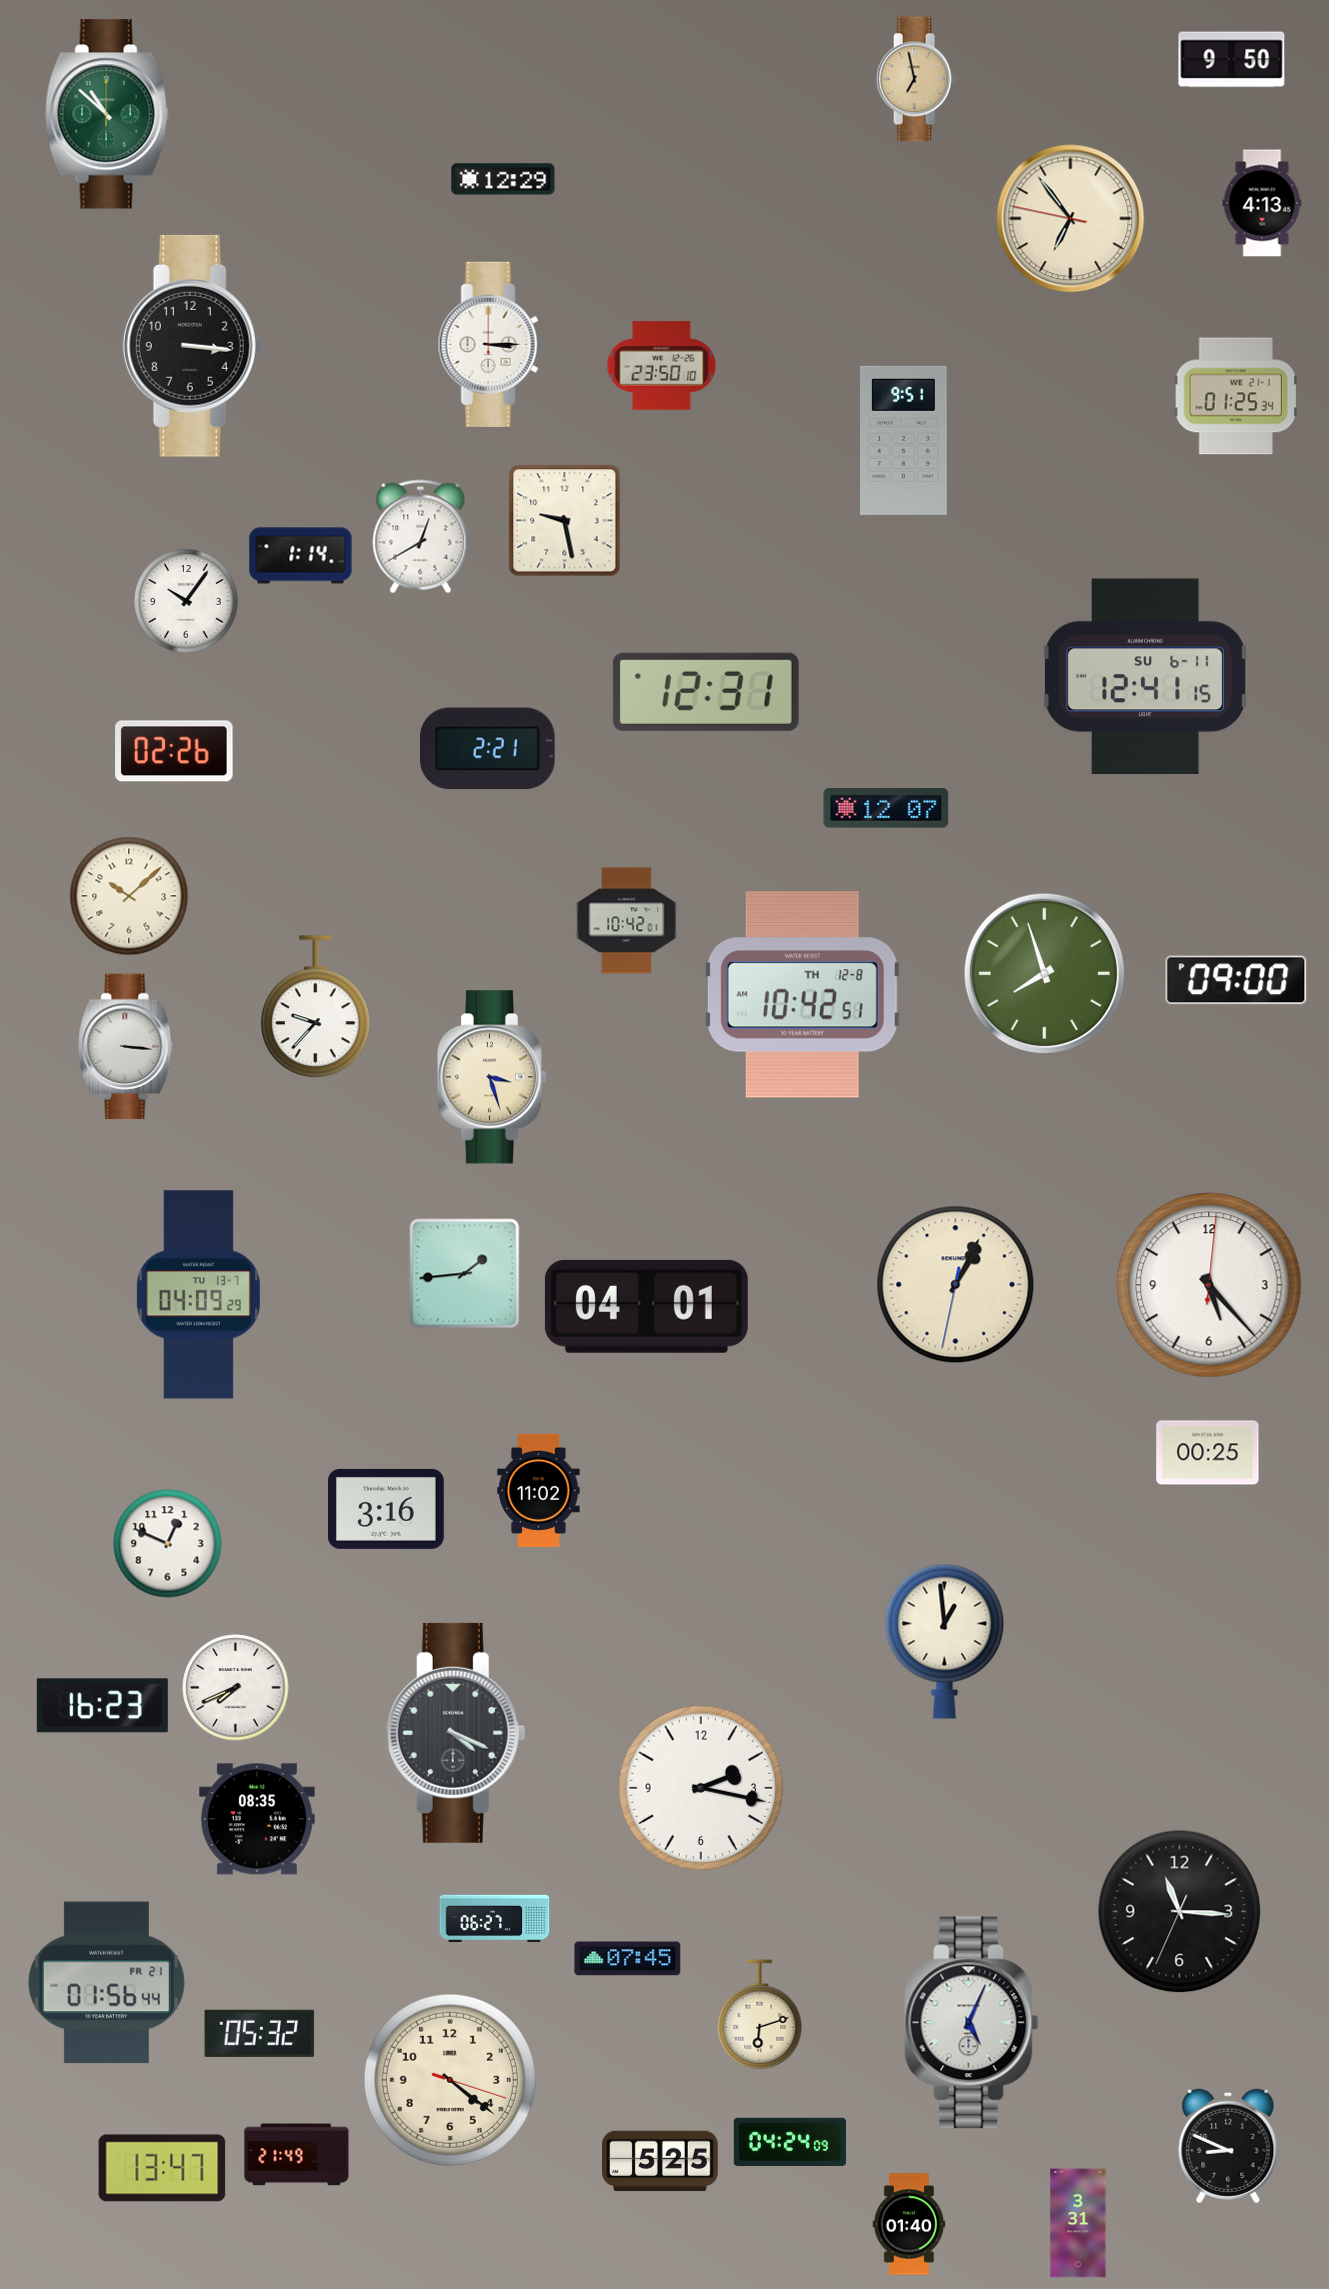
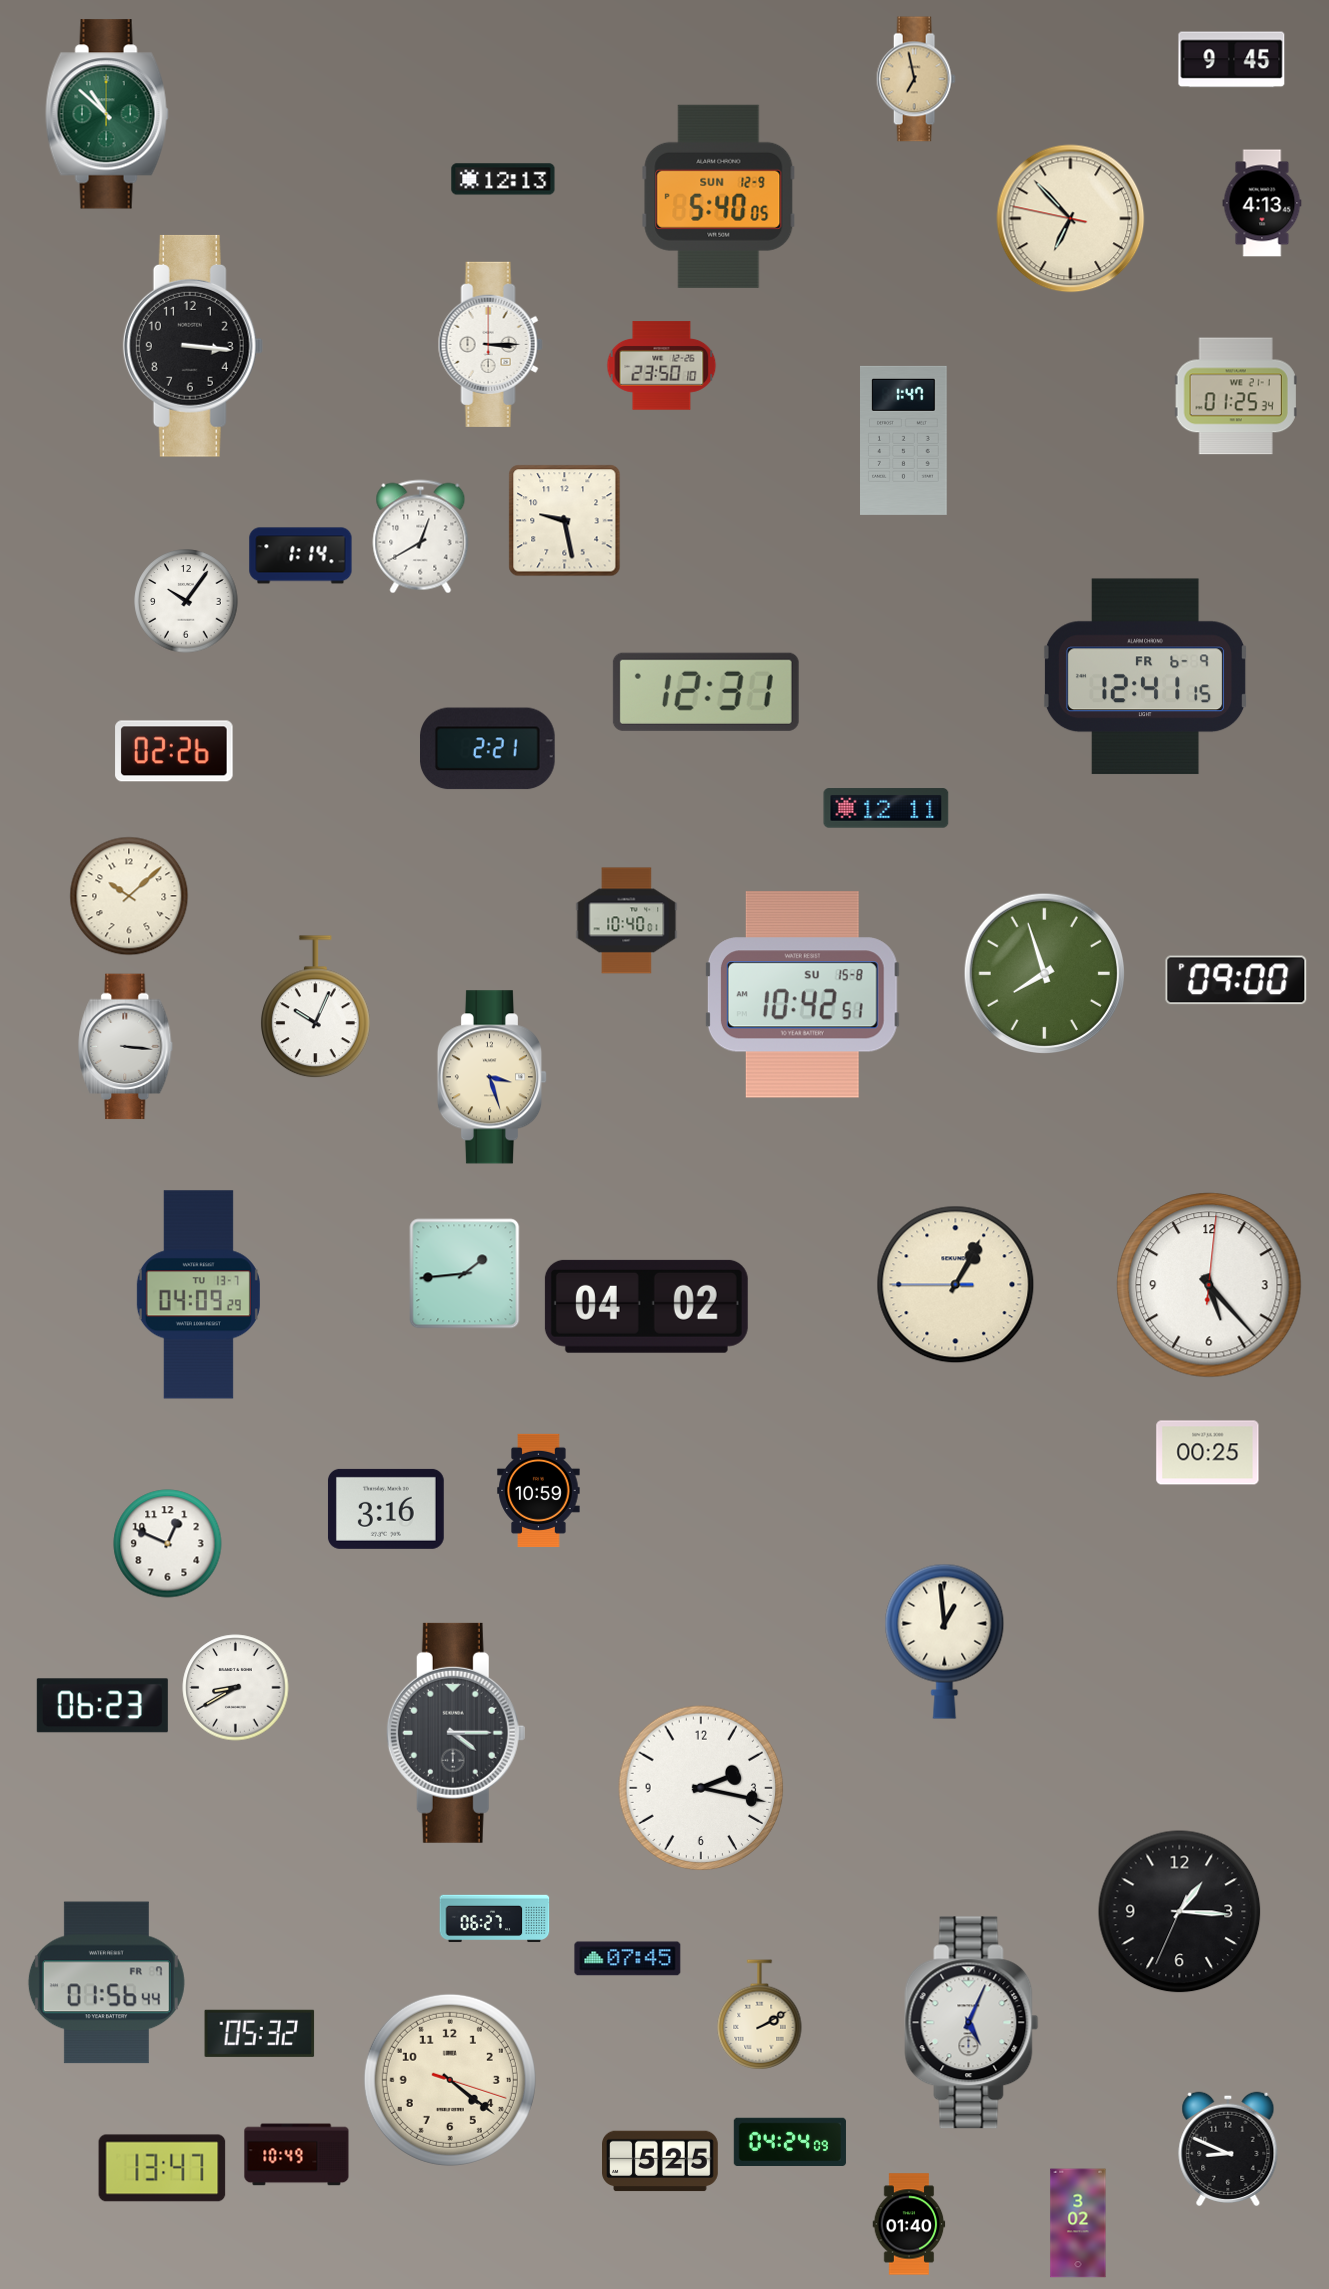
clock at (1232, 60): 9:50 -> 9:45
clock at (503, 179): 12:29 -> 12:13
clock at (719, 196): none -> 5:40
clock at (1071, 219): 6:53 -> 6:52
clock at (904, 440): 9:51 -> 1:47
clock at (1146, 677) date: SU 6-11 -> FR 6-9
clock at (886, 808): 12:07 -> 12:11
clock at (627, 921): 10:42 -> 10:40
clock at (802, 995) date: TH 12-8 -> SU 15-8
clock at (316, 1007): 9:37 -> 10:04
clock at (956, 1285): 1:04:32 -> 1:04:45
clock at (646, 1306): 04:01 -> 04:02
clock at (539, 1490): 11:02 -> 10:59
clock at (236, 1688): 7:41 -> 8:40
clock at (102, 1706): 16:23 -> 06:23
clock at (456, 1733): 4:19 -> 4:15
clock at (257, 1819): 08:35 -> none
clock at (1180, 1912): 11:15 -> 1:15
clock at (106, 1983) date: FR 21 -> FR 7
clock at (760, 2015): 6:12 -> 2:10
clock at (1228, 2146) position: (1228, 2146) -> (1228, 2149)
clock at (297, 2155): 21:49 -> 10:49
clock at (1078, 2223): 3:31 -> 3:02
